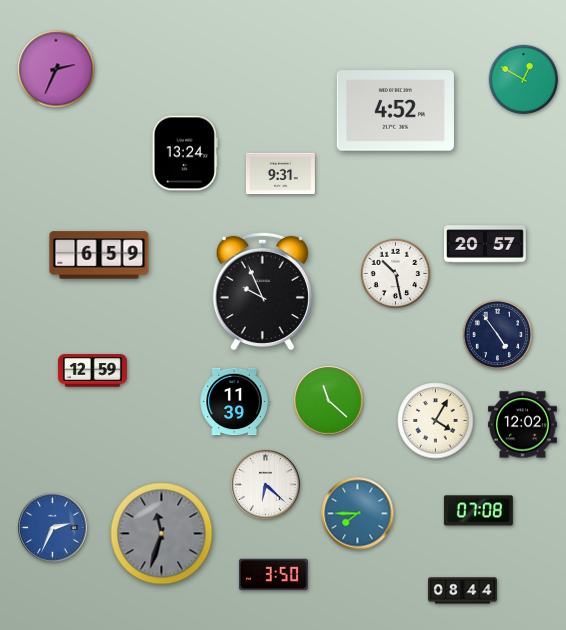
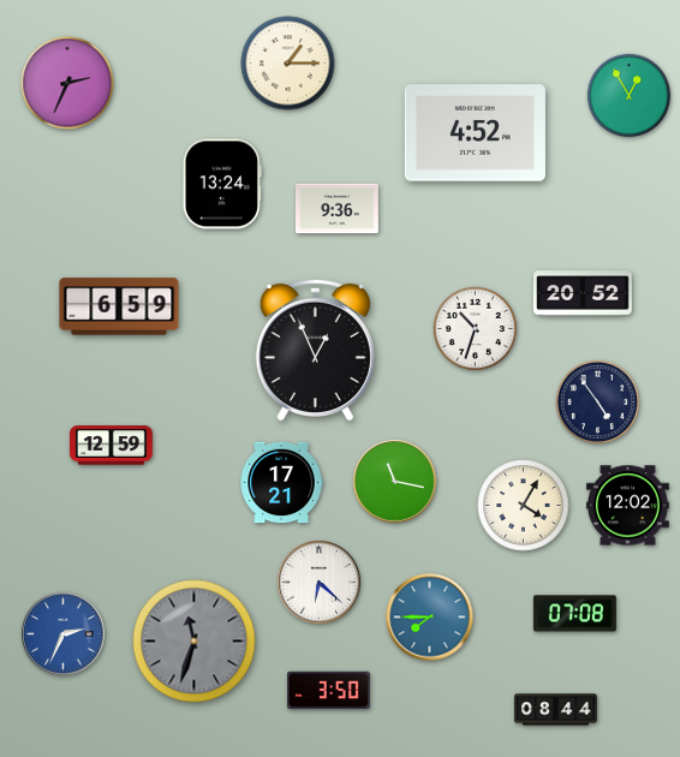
clock at (288, 64): none -> 1:15
clock at (524, 80): 12:50 -> 12:55
clock at (280, 174): 9:31 -> 9:36
clock at (485, 244): 20:57 -> 20:52
clock at (396, 274): 10:28 -> 10:33
clock at (262, 290): 9:56 -> 12:56
clock at (329, 401): 11:22 -> 11:17
clock at (234, 402): 11:39 -> 17:21
clock at (522, 425) position: (522, 425) -> (627, 506)
